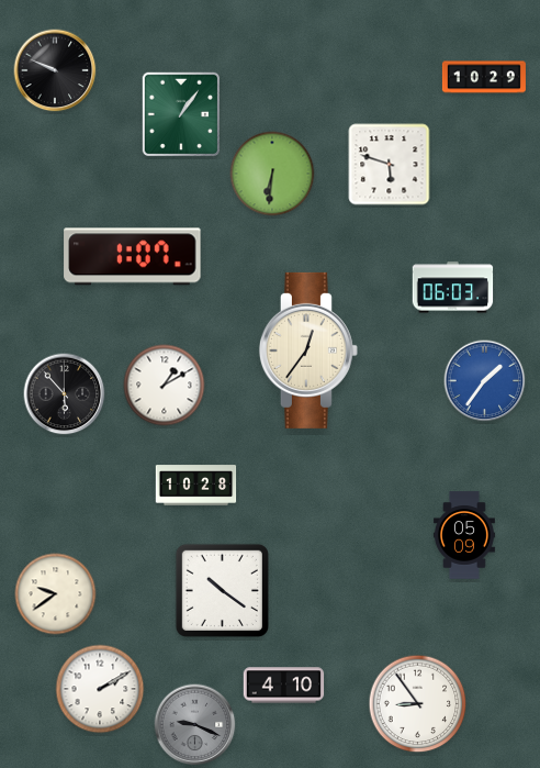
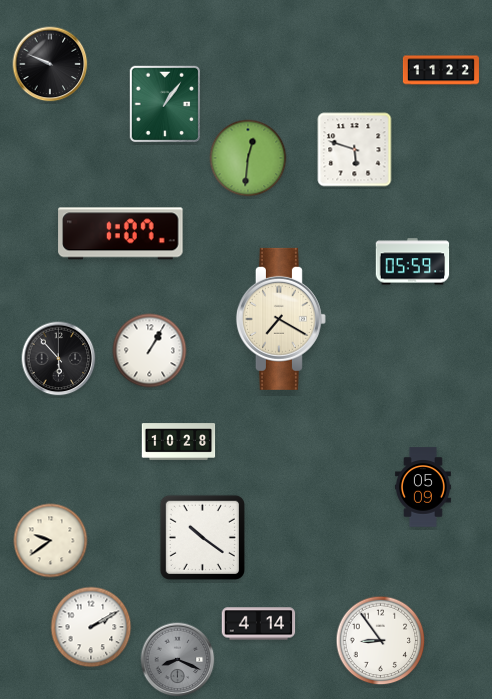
clock at (484, 77): 10:29 -> 11:22
clock at (272, 174): 6:31 -> 12:31
clock at (453, 288): 06:03 -> 05:59
clock at (308, 350): 12:36 -> 7:20
clock at (485, 381): 1:36 -> none
clock at (165, 386): 1:10 -> 1:05
clock at (284, 686): 4:10 -> 4:14
clock at (195, 725): 9:19 -> 8:19
